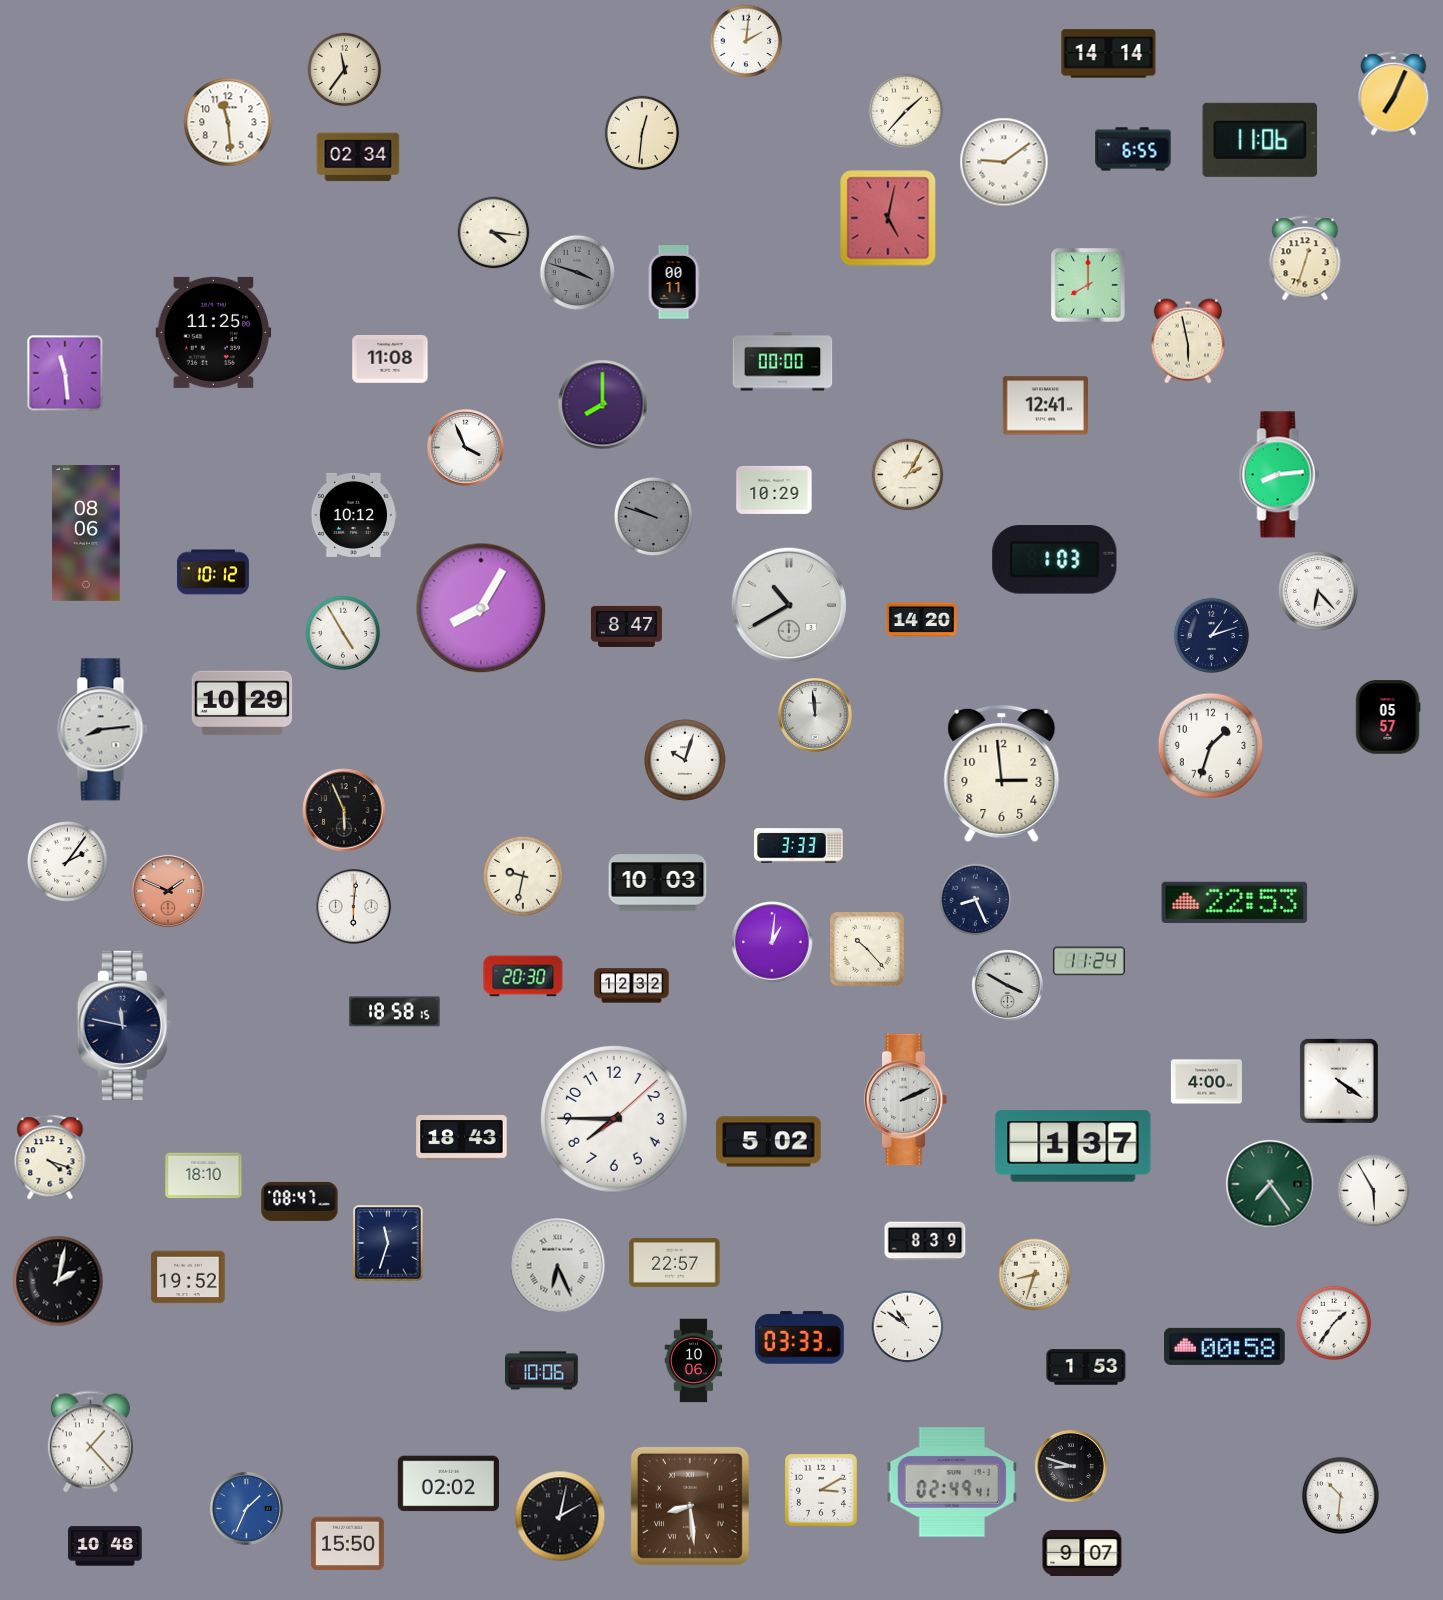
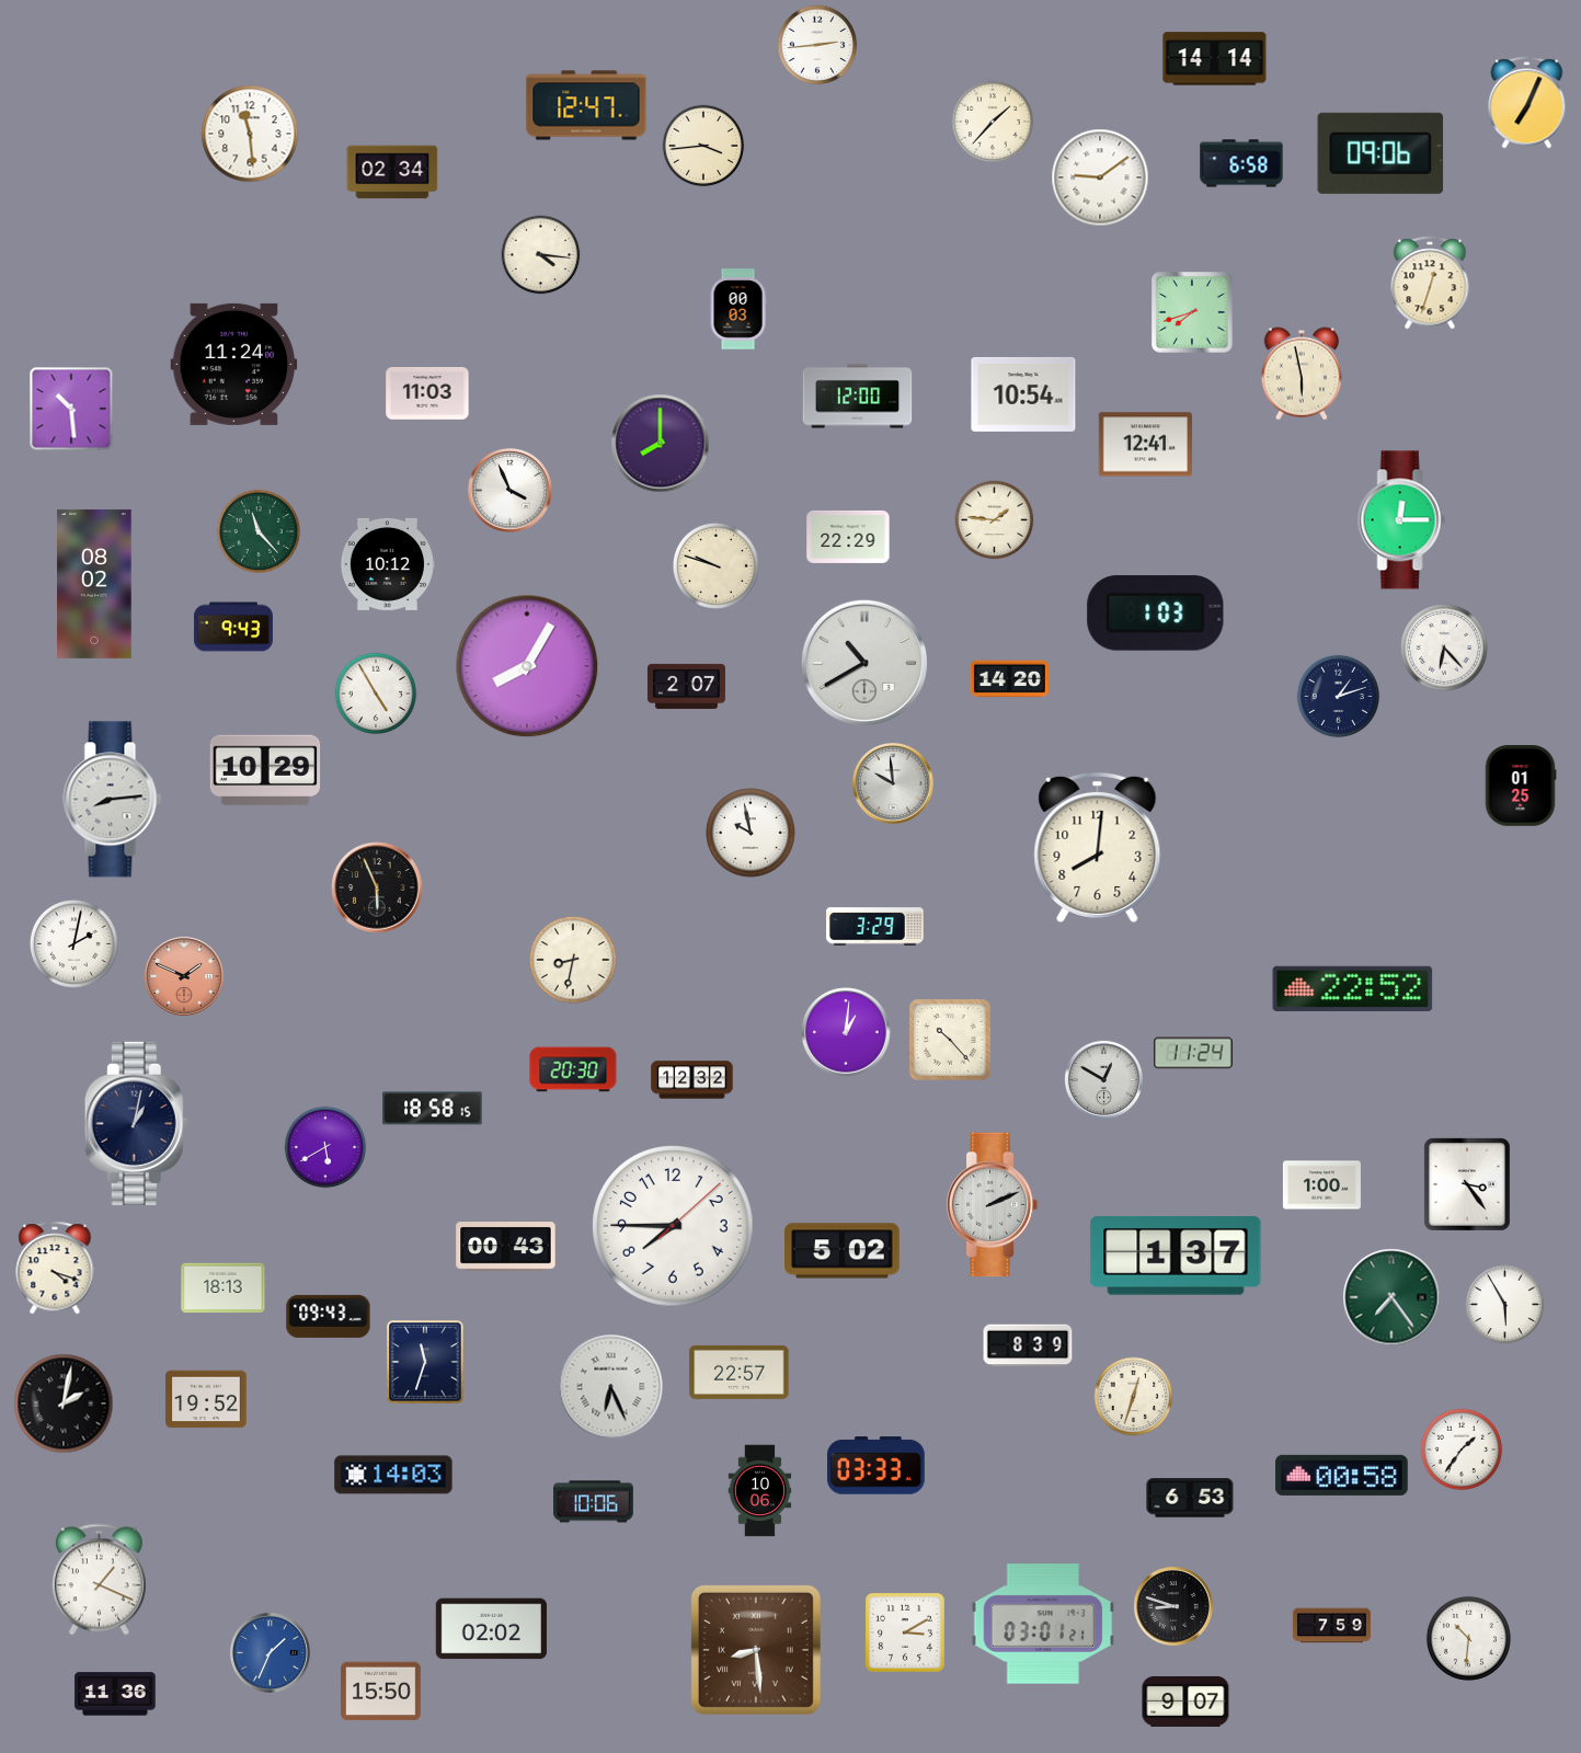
clock at (746, 41): 2:01 -> 2:44
clock at (345, 70): 11:36 -> none
clock at (586, 105): none -> 12:47
clock at (642, 133): 12:31 -> 3:44
clock at (1260, 140): 11:06 -> 09:06
clock at (1133, 149): 6:55 -> 6:58
clock at (888, 218): 5:02 -> none
clock at (578, 273): 3:48 -> none
clock at (674, 282): 00:11 -> 00:03
clock at (1088, 285): 8:00 -> 7:42
clock at (214, 332): 11:25 -> 11:24
clock at (390, 360): 11:08 -> 11:03
clock at (1023, 394): none -> 10:54
clock at (783, 362): 00:00 -> 12:00
clock at (65, 373): 11:29 -> 10:29
clock at (908, 475): 2:05 -> 1:46
clock at (1280, 475): 8:14 -> 12:15
clock at (257, 530): none -> 11:23
clock at (774, 490): 10:29 -> 22:29
clock at (653, 516) dial: grey -> cream
clock at (86, 533): 08:06 -> 08:02
clock at (213, 572): 10:12 -> 9:43
clock at (626, 626): 8:47 -> 2:07
clock at (1212, 636) position: (1212, 636) -> (1339, 697)
clock at (815, 715): 11:59 -> 9:59
clock at (1388, 717): 05:57 -> 01:25
clock at (1211, 746): 1:33 -> none
clock at (686, 761): 10:03 -> 9:58
clock at (1002, 773): 2:59 -> 8:01
clock at (799, 846): 3:33 -> 3:29
clock at (68, 862): 2:06 -> 2:02
clock at (523, 876): 9:32 -> 8:32
clock at (658, 883): 10:03 -> none
clock at (976, 900): 8:26 -> none
clock at (1235, 902): 22:53 -> 22:52
clock at (353, 906): 6:01 -> none
clock at (1007, 985): 3:50 -> 12:50
clock at (124, 1025): 11:47 -> 1:02
clock at (325, 1147): none -> 5:40
clock at (1339, 1081): 4:21 -> 3:24
clock at (1206, 1082): 4:00 -> 1:00
clock at (462, 1138): 18:43 -> 00:43
clock at (204, 1176): 18:10 -> 18:13
clock at (300, 1201): 08:47 -> 09:43
clock at (925, 1241) position: (925, 1241) -> (1028, 1345)
clock at (675, 1262) position: (675, 1262) -> (740, 1372)
clock at (1035, 1275): 8:33 -> 12:33
clock at (908, 1327): 10:51 -> none
clock at (393, 1475): none -> 14:03
clock at (1086, 1367): 1:53 -> 6:53
clock at (90, 1442): 1:23 -> 1:19
clock at (952, 1482): 02:49 -> 03:01
clock at (448, 1484) position: (448, 1484) -> (491, 1629)
clock at (1331, 1626): none -> 7:59
clock at (821, 1490) position: (821, 1490) -> (905, 1632)
clock at (560, 1516): 2:02 -> none
clock at (105, 1546): 10:48 -> 11:36
